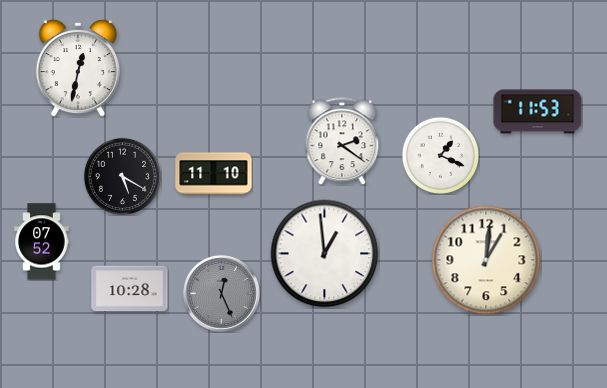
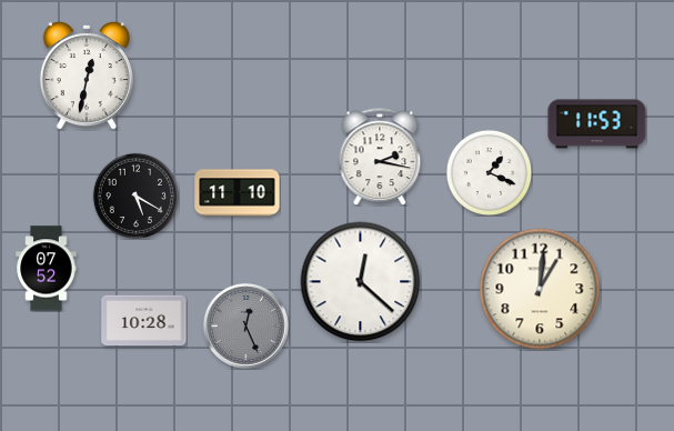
clock at (342, 141): 2:21 -> 2:17
clock at (325, 254): 12:59 -> 12:22
